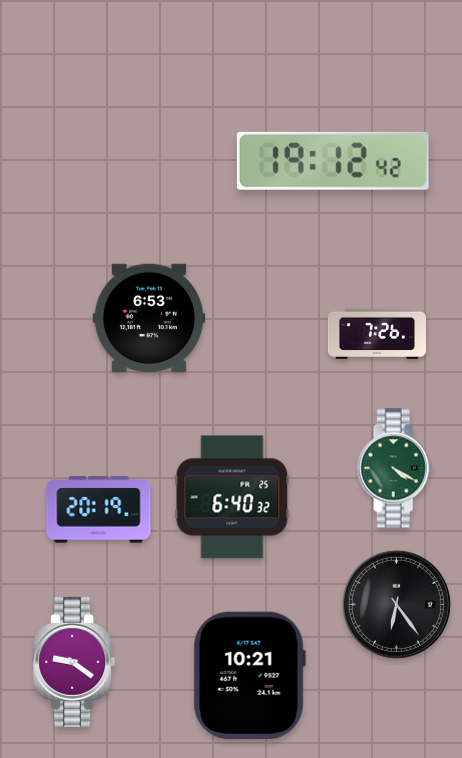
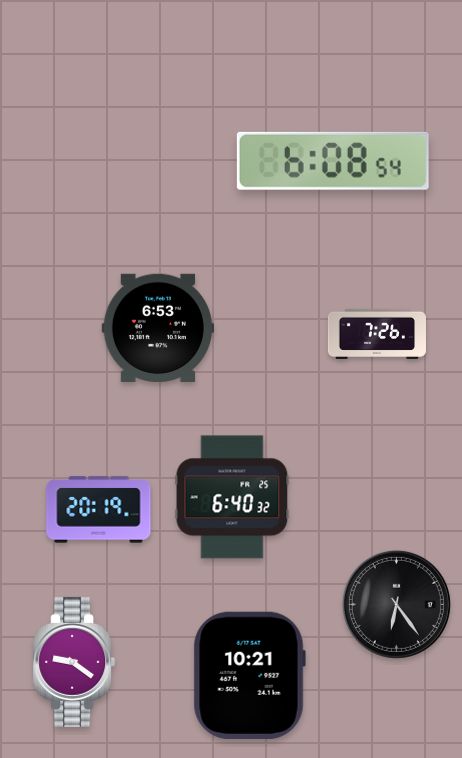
clock at (333, 161): 19:12 -> 6:08
clock at (148, 317) position: (148, 317) -> (157, 327)
clock at (395, 468): 4:20 -> none
